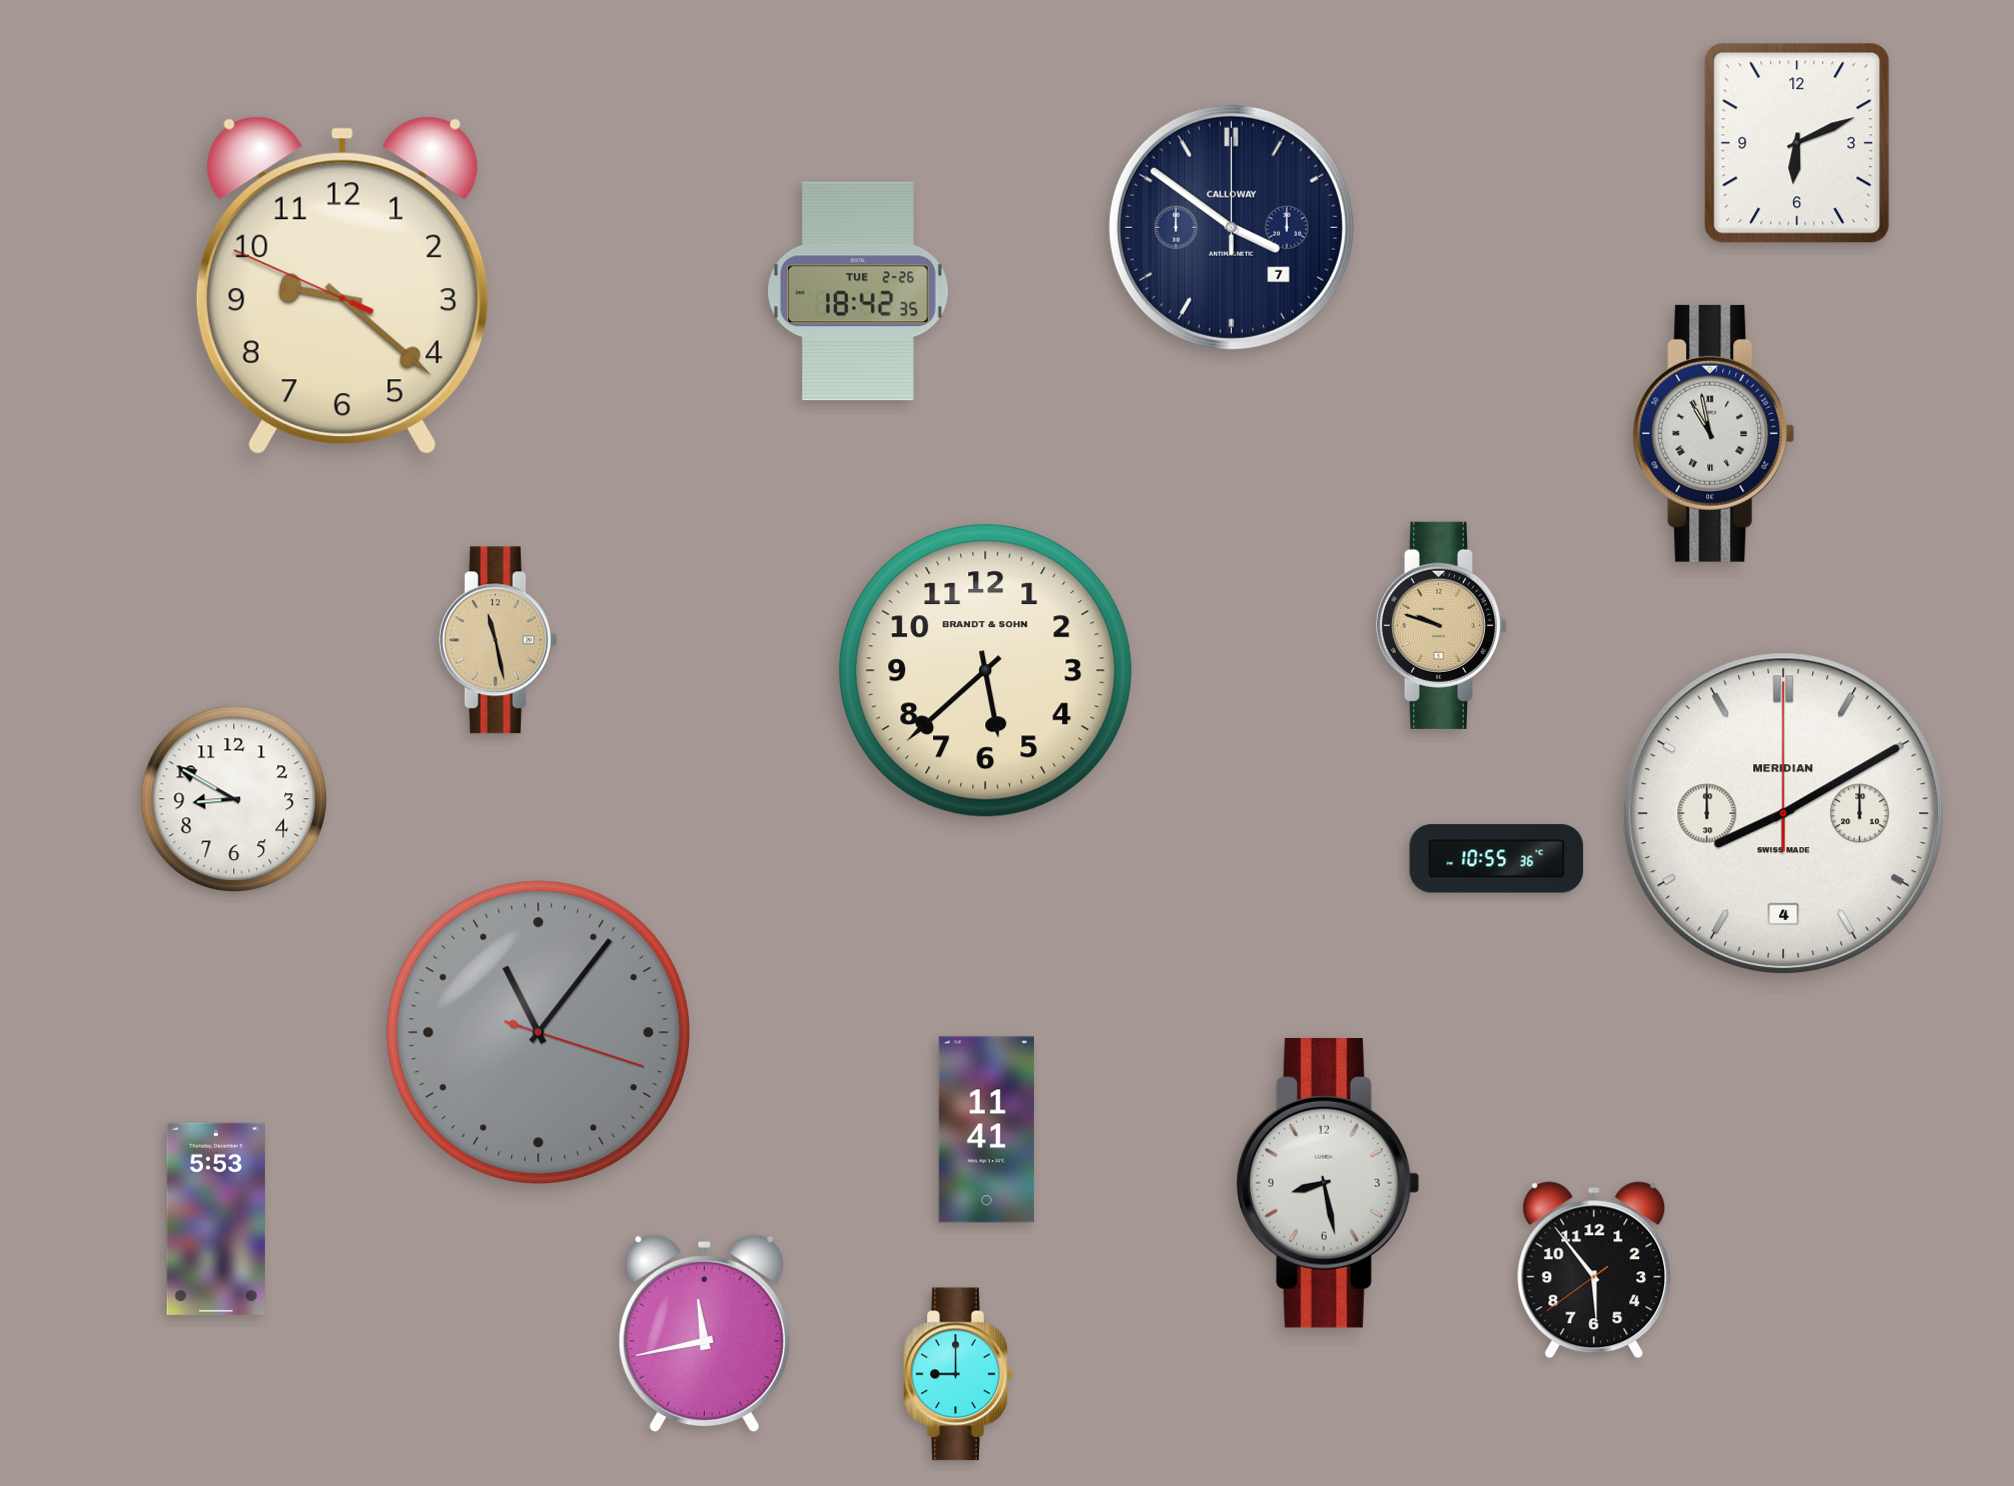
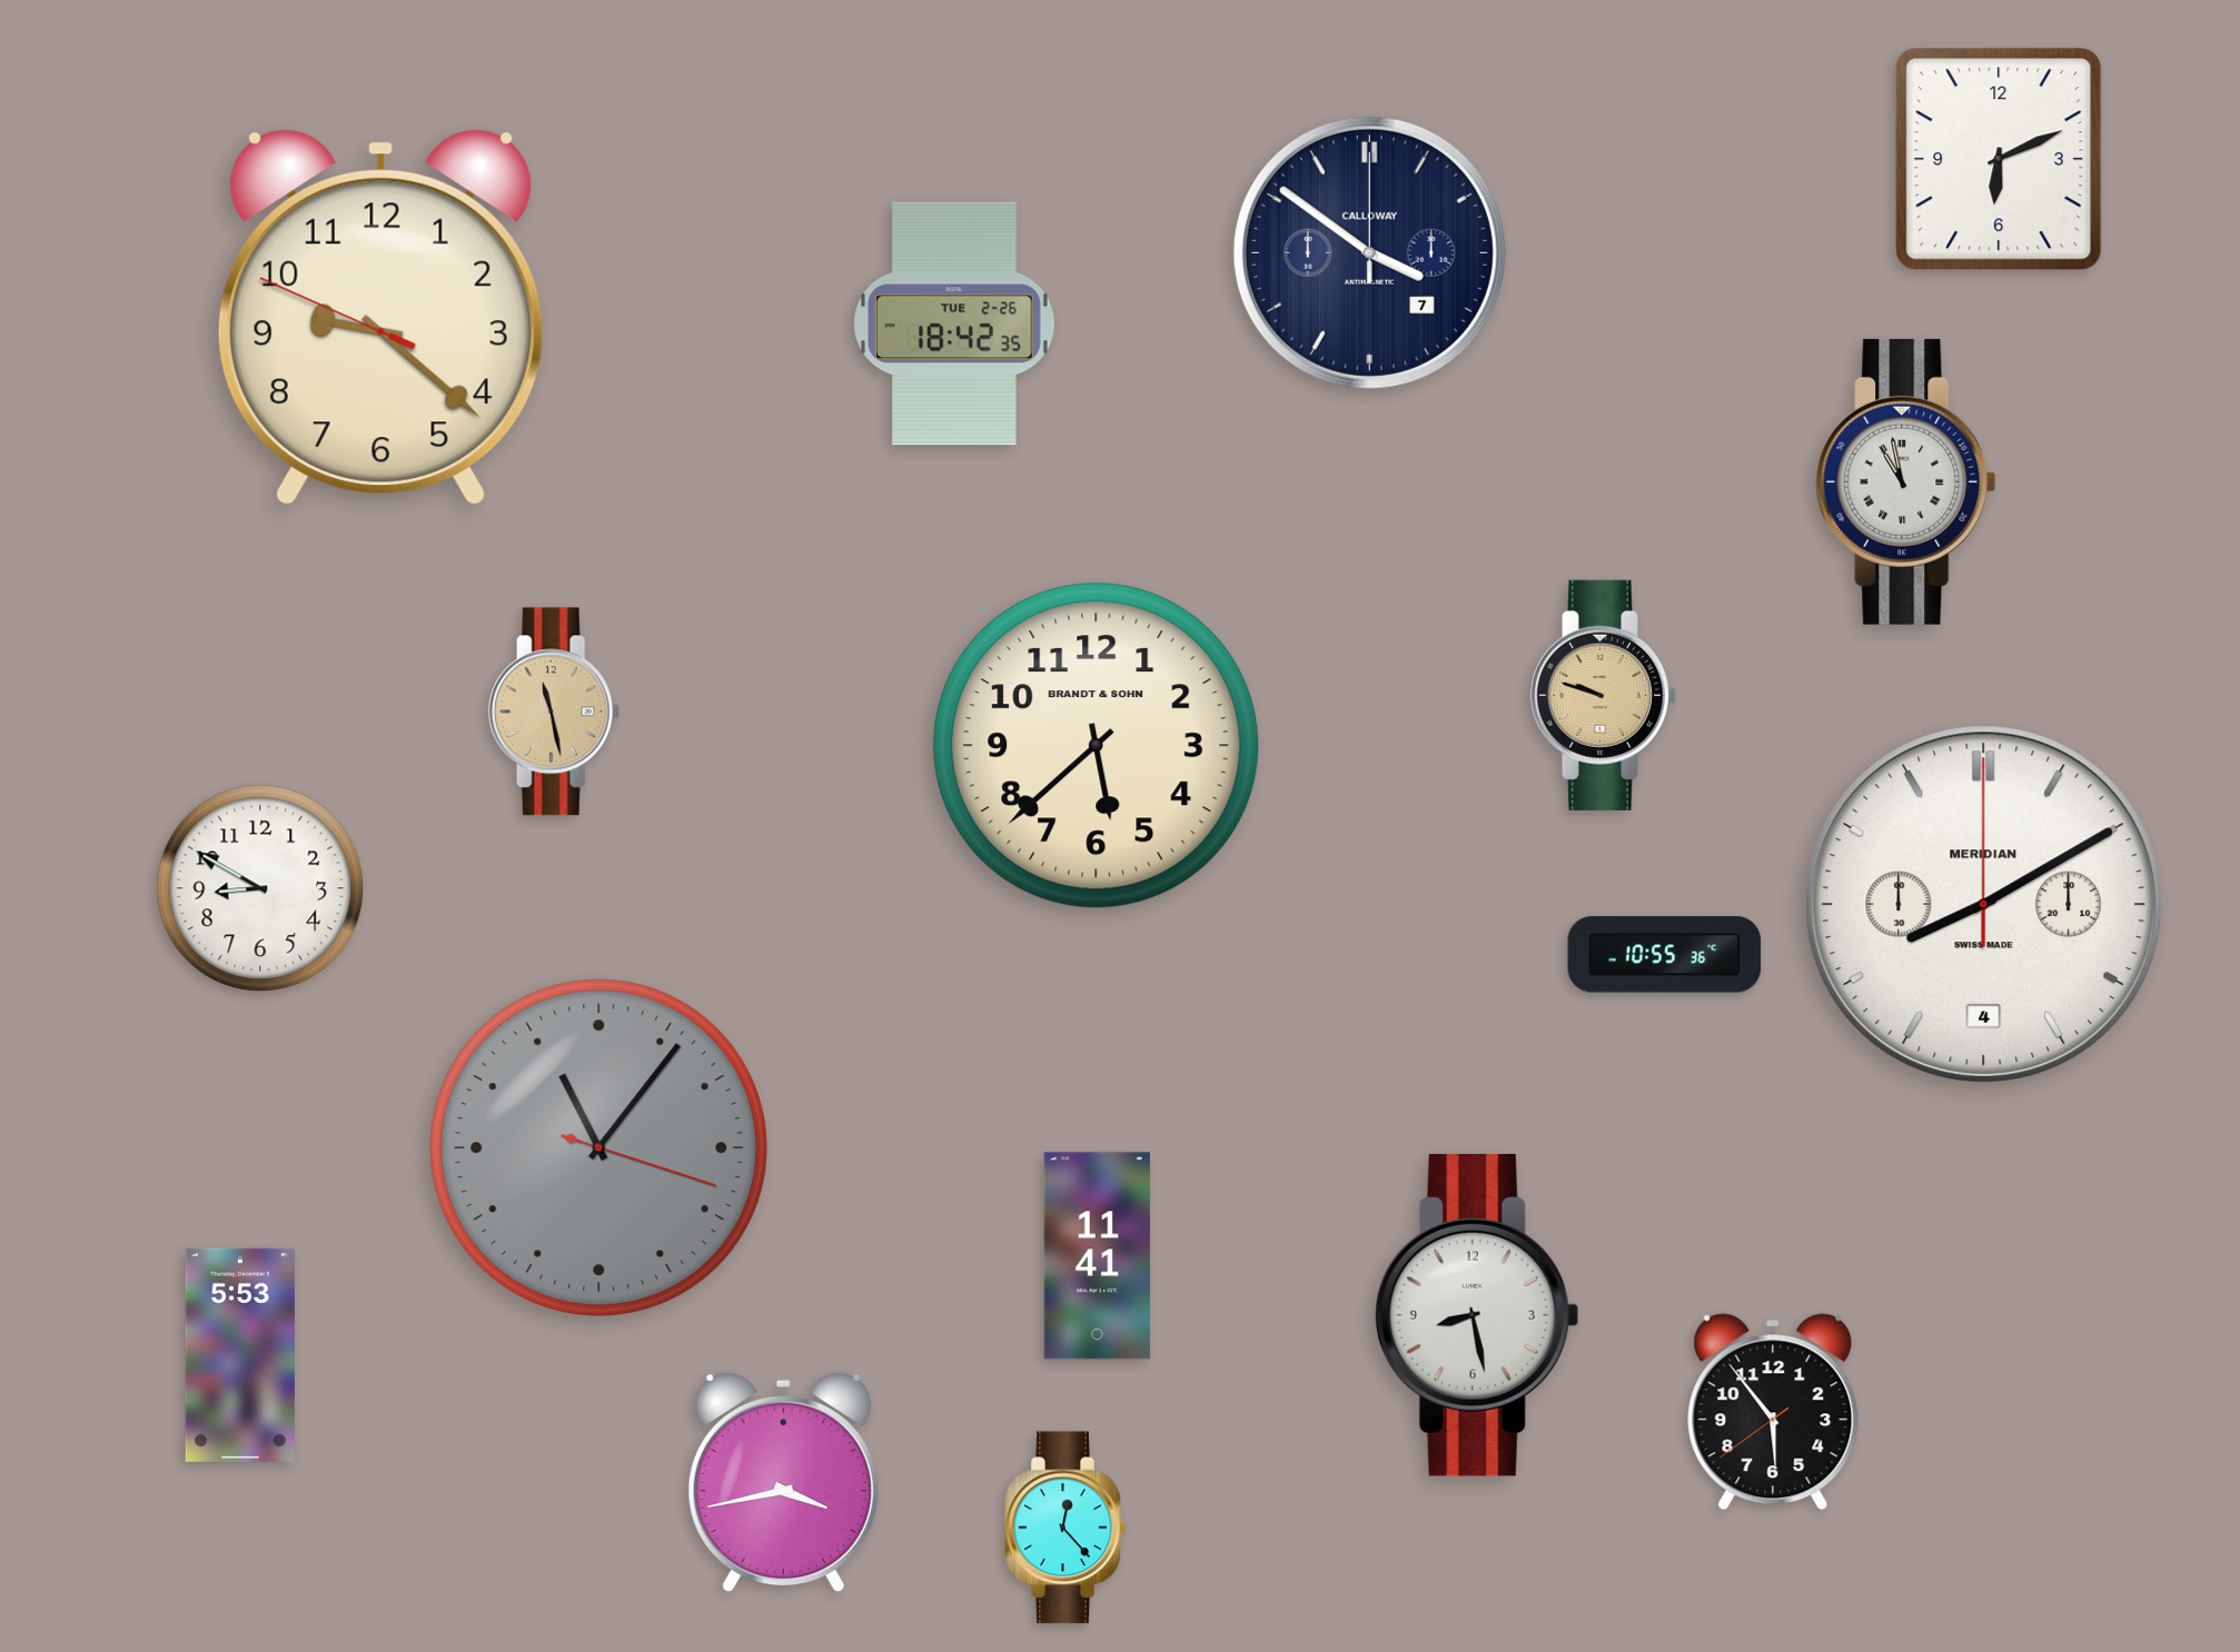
clock at (704, 1334): 11:43 -> 3:43
clock at (958, 1374): 9:00 -> 12:23
